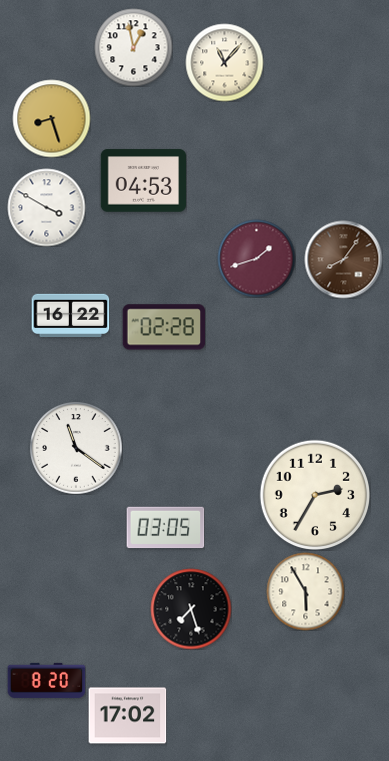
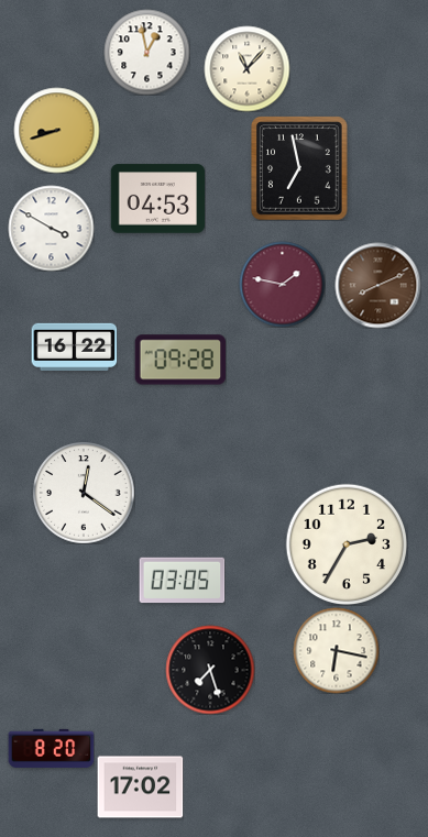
clock at (51, 118): 8:27 -> 8:42
clock at (299, 168): none -> 6:58
clock at (256, 258): 1:42 -> 1:47
clock at (343, 259): 8:06 -> 8:11
clock at (70, 315) position: (70, 315) -> (74, 346)
clock at (164, 327): 02:28 -> 09:28
clock at (76, 448): 11:21 -> 12:21
clock at (305, 591): 5:55 -> 6:17
